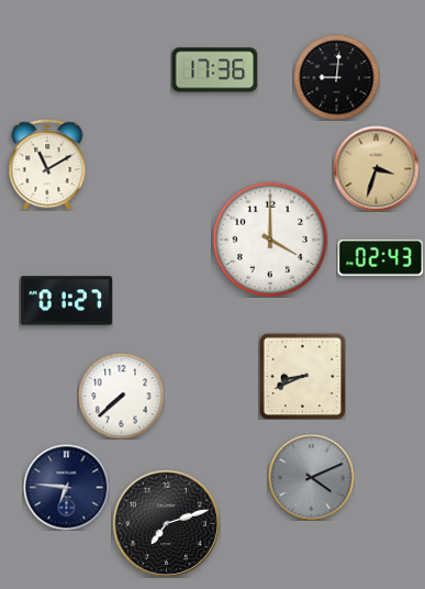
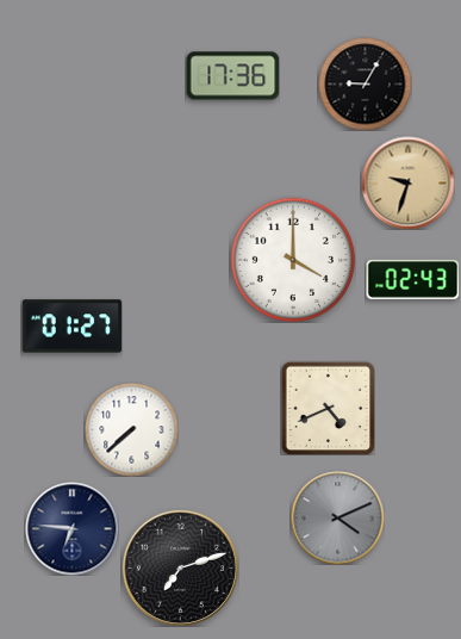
clock at (336, 77): 9:01 -> 9:05
clock at (47, 165): 11:10 -> none
clock at (376, 168): 3:33 -> 9:33
clock at (302, 376): 8:41 -> 4:41
